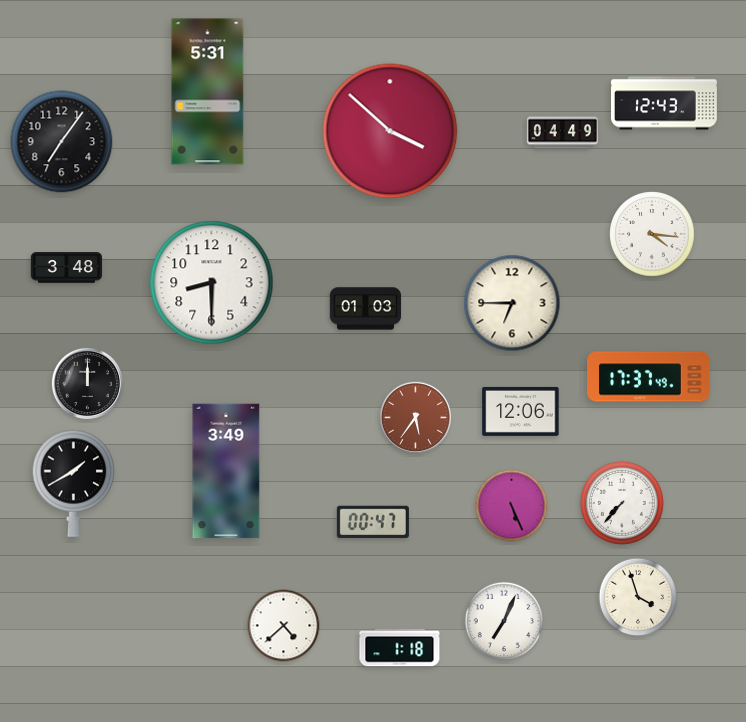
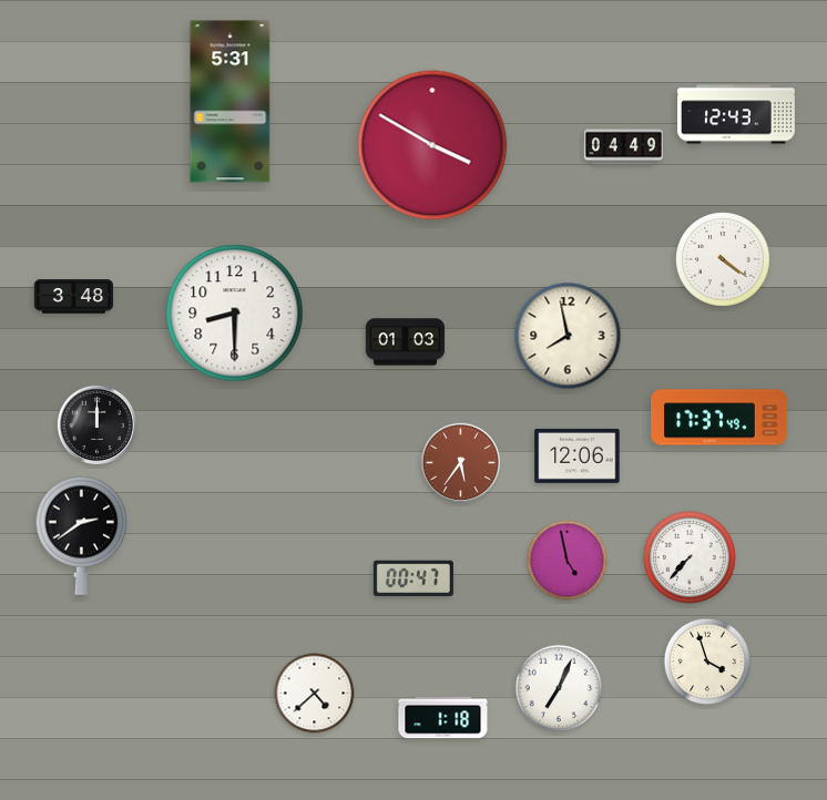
clock at (390, 131): 3:52 -> 3:50
clock at (62, 142): 7:06 -> none
clock at (652, 234): 4:16 -> 4:21
clock at (512, 303): 6:45 -> 7:58
clock at (226, 471): 3:49 -> none
clock at (74, 483): 1:40 -> 2:39
clock at (512, 506): 5:26 -> 4:58
